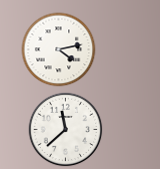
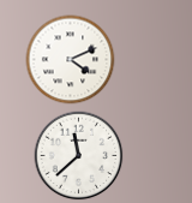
clock at (59, 50): 4:13 -> 4:11
